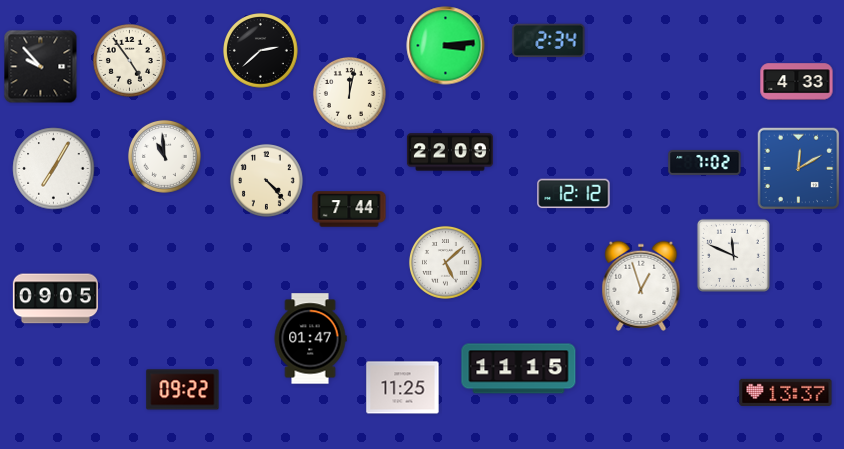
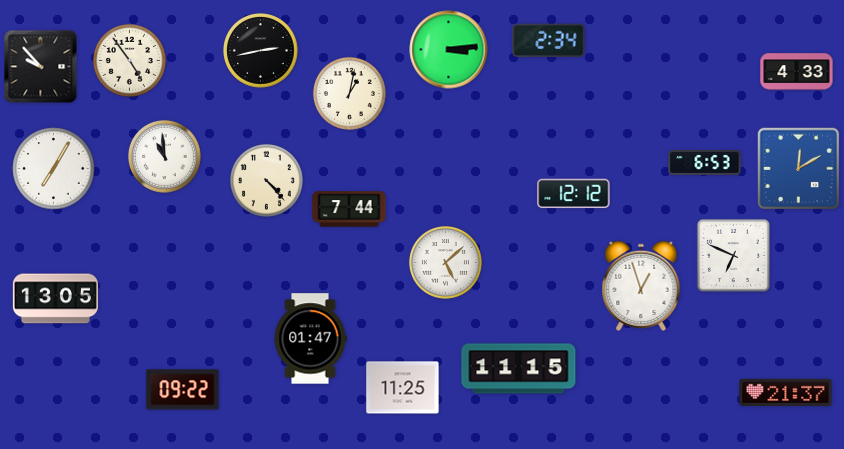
clock at (446, 46) position: (446, 46) -> (449, 50)
clock at (261, 51): 2:38 -> 2:43
clock at (797, 82) position: (797, 82) -> (797, 72)
clock at (349, 93): 12:02 -> 1:02
clock at (450, 152): 22:09 -> none
clock at (705, 163): 7:02 -> 6:53
clock at (733, 255): 11:49 -> 6:49
clock at (55, 299): 09:05 -> 13:05
clock at (786, 392): 13:37 -> 21:37
